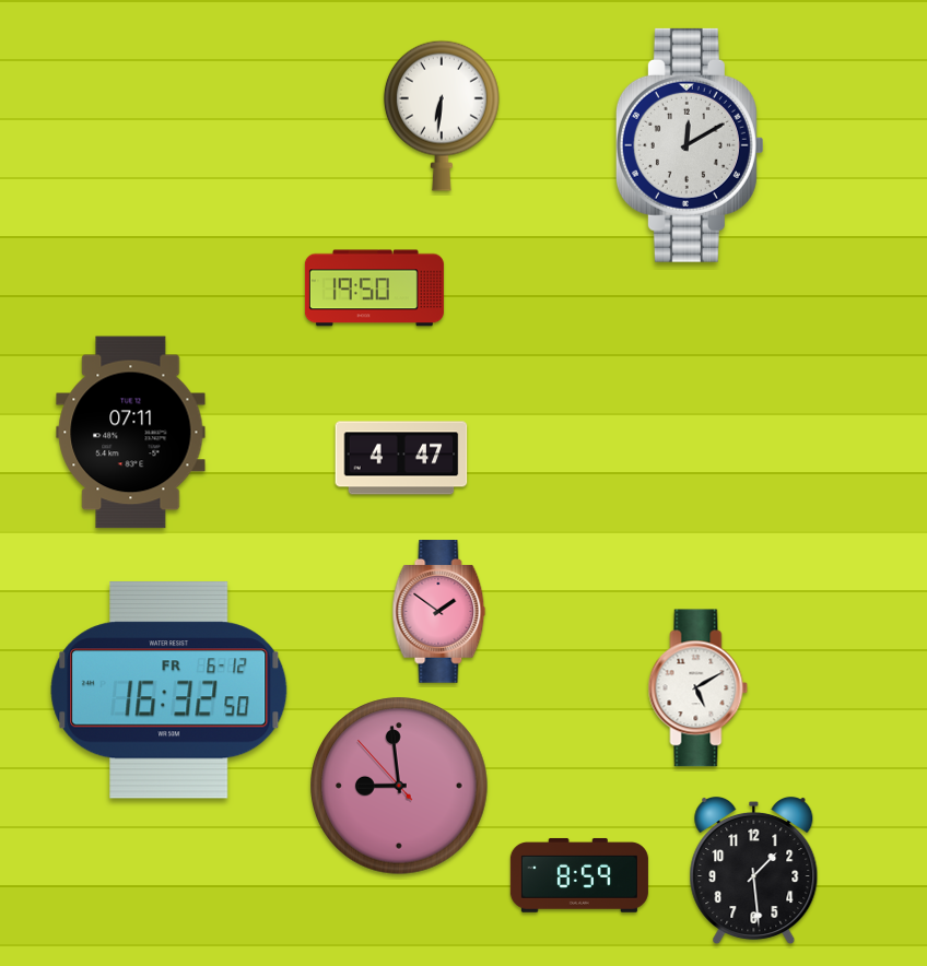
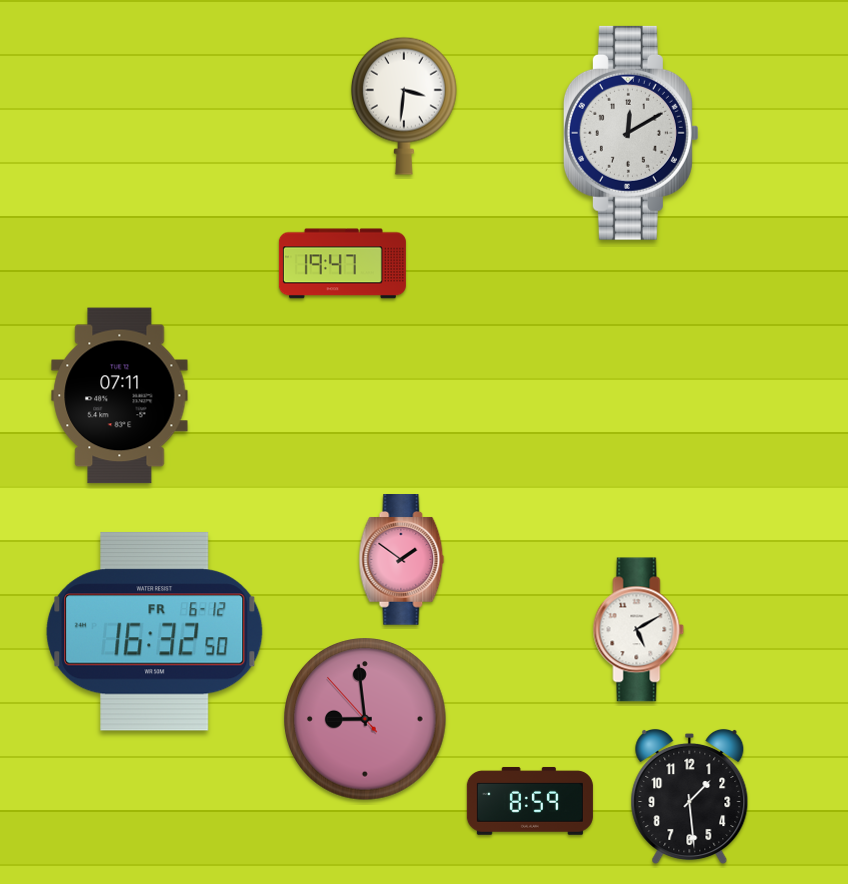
clock at (442, 116): 6:31 -> 3:31
clock at (374, 288): 19:50 -> 19:47
clock at (401, 458): 4:47 -> none
